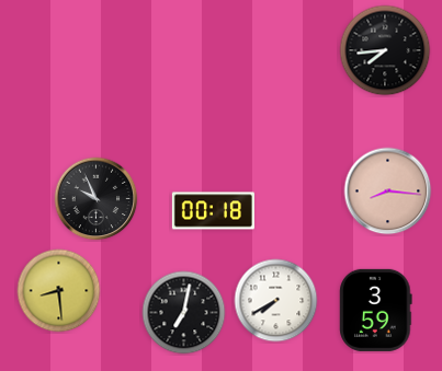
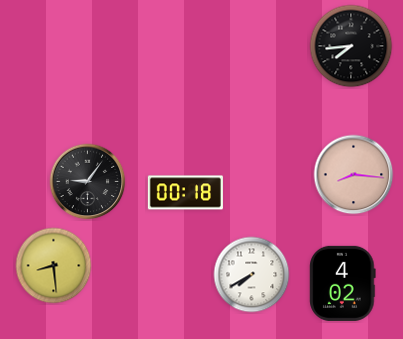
clock at (97, 199): 9:56 -> 9:06
clock at (213, 211) position: (213, 211) -> (185, 193)
clock at (376, 310): 3:59 -> 4:02
clock at (184, 313): 7:02 -> none
